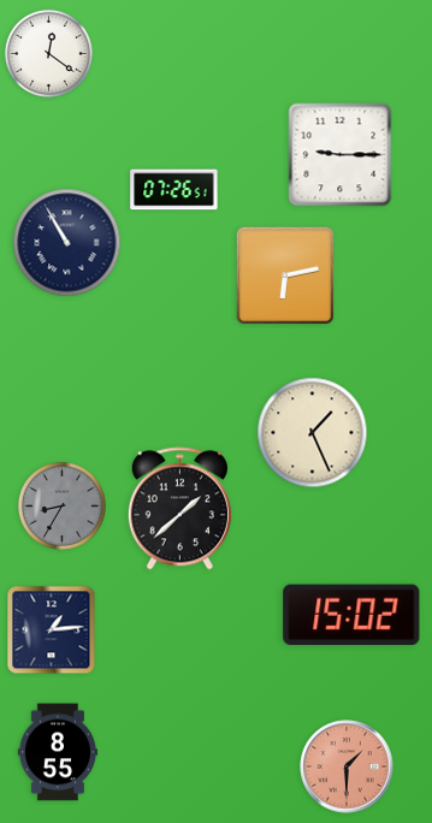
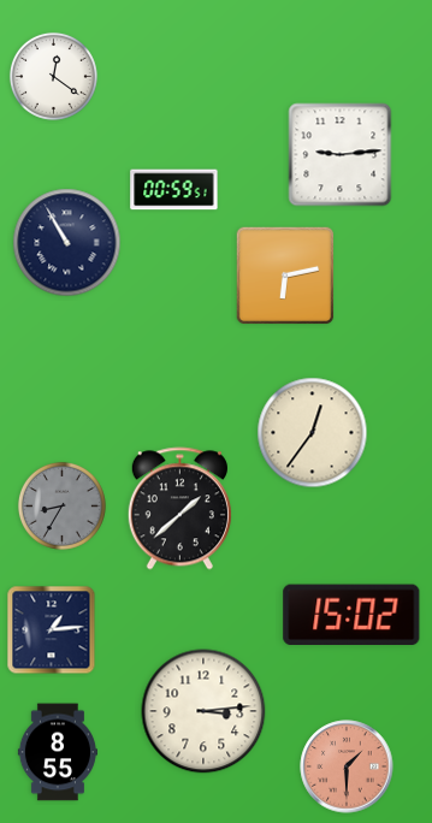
clock at (48, 53) position: (48, 53) -> (53, 76)
clock at (341, 155): 9:15 -> 9:14
clock at (174, 190): 07:26 -> 00:59
clock at (313, 433): 1:26 -> 12:36
clock at (203, 711): none -> 3:14
